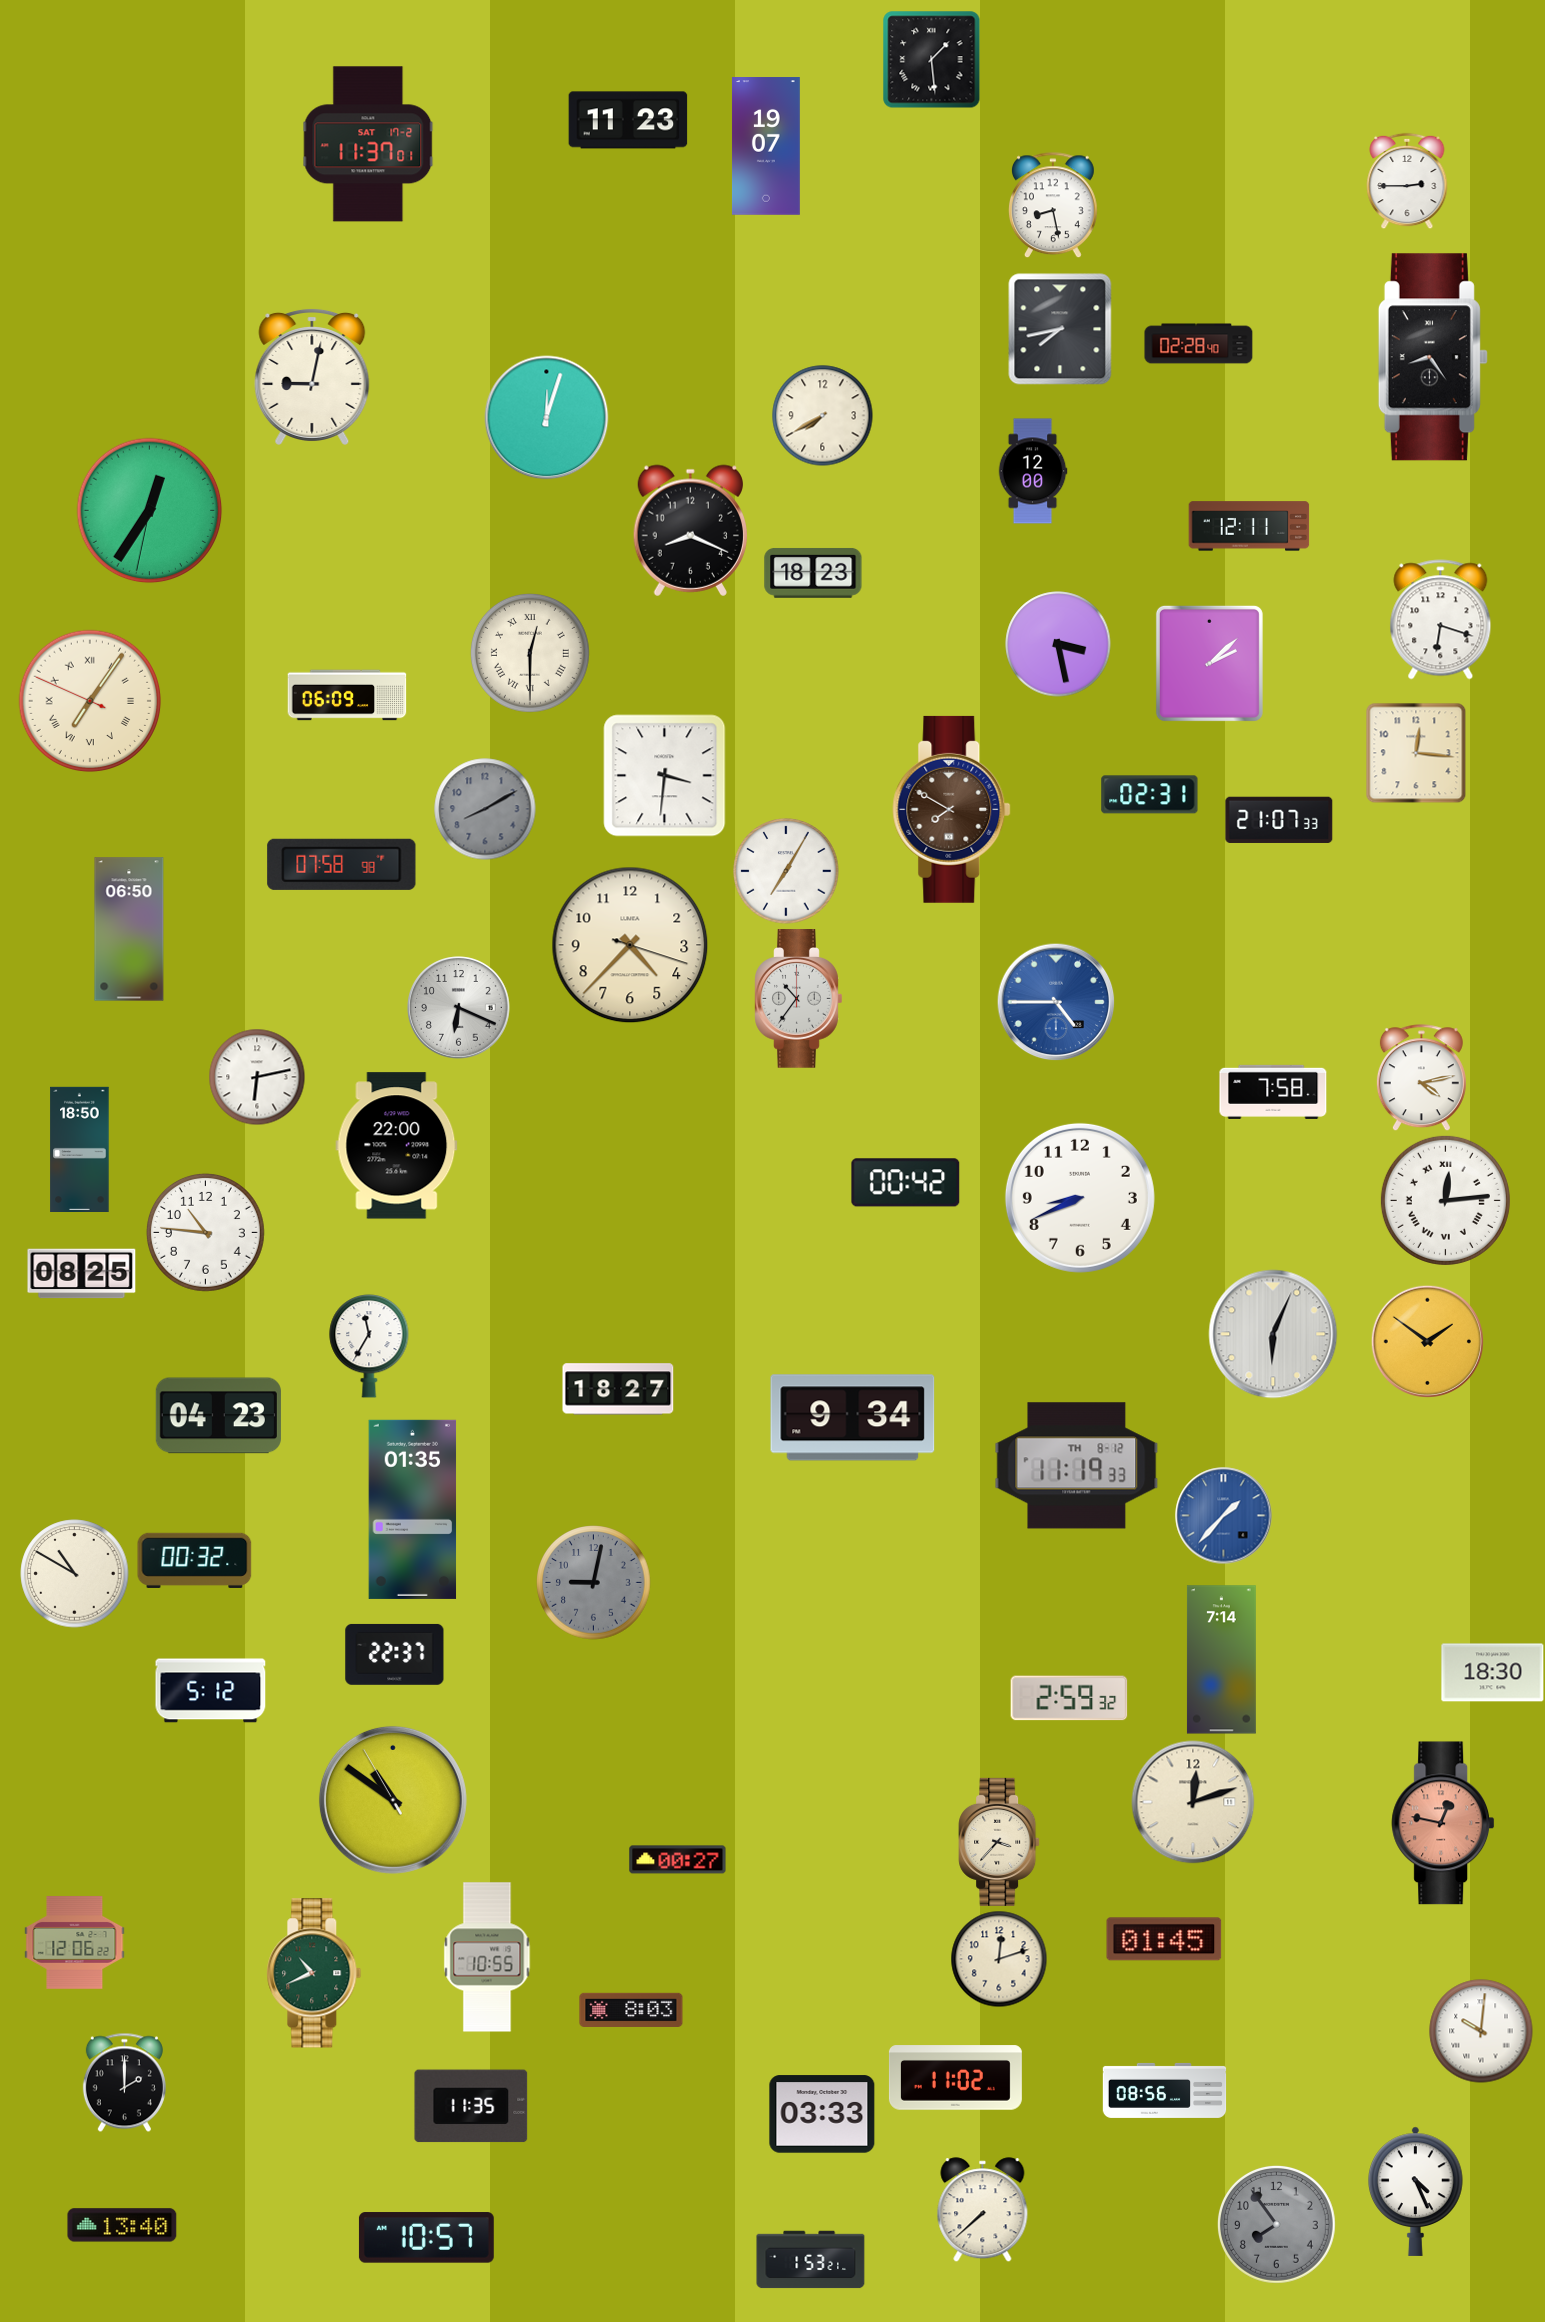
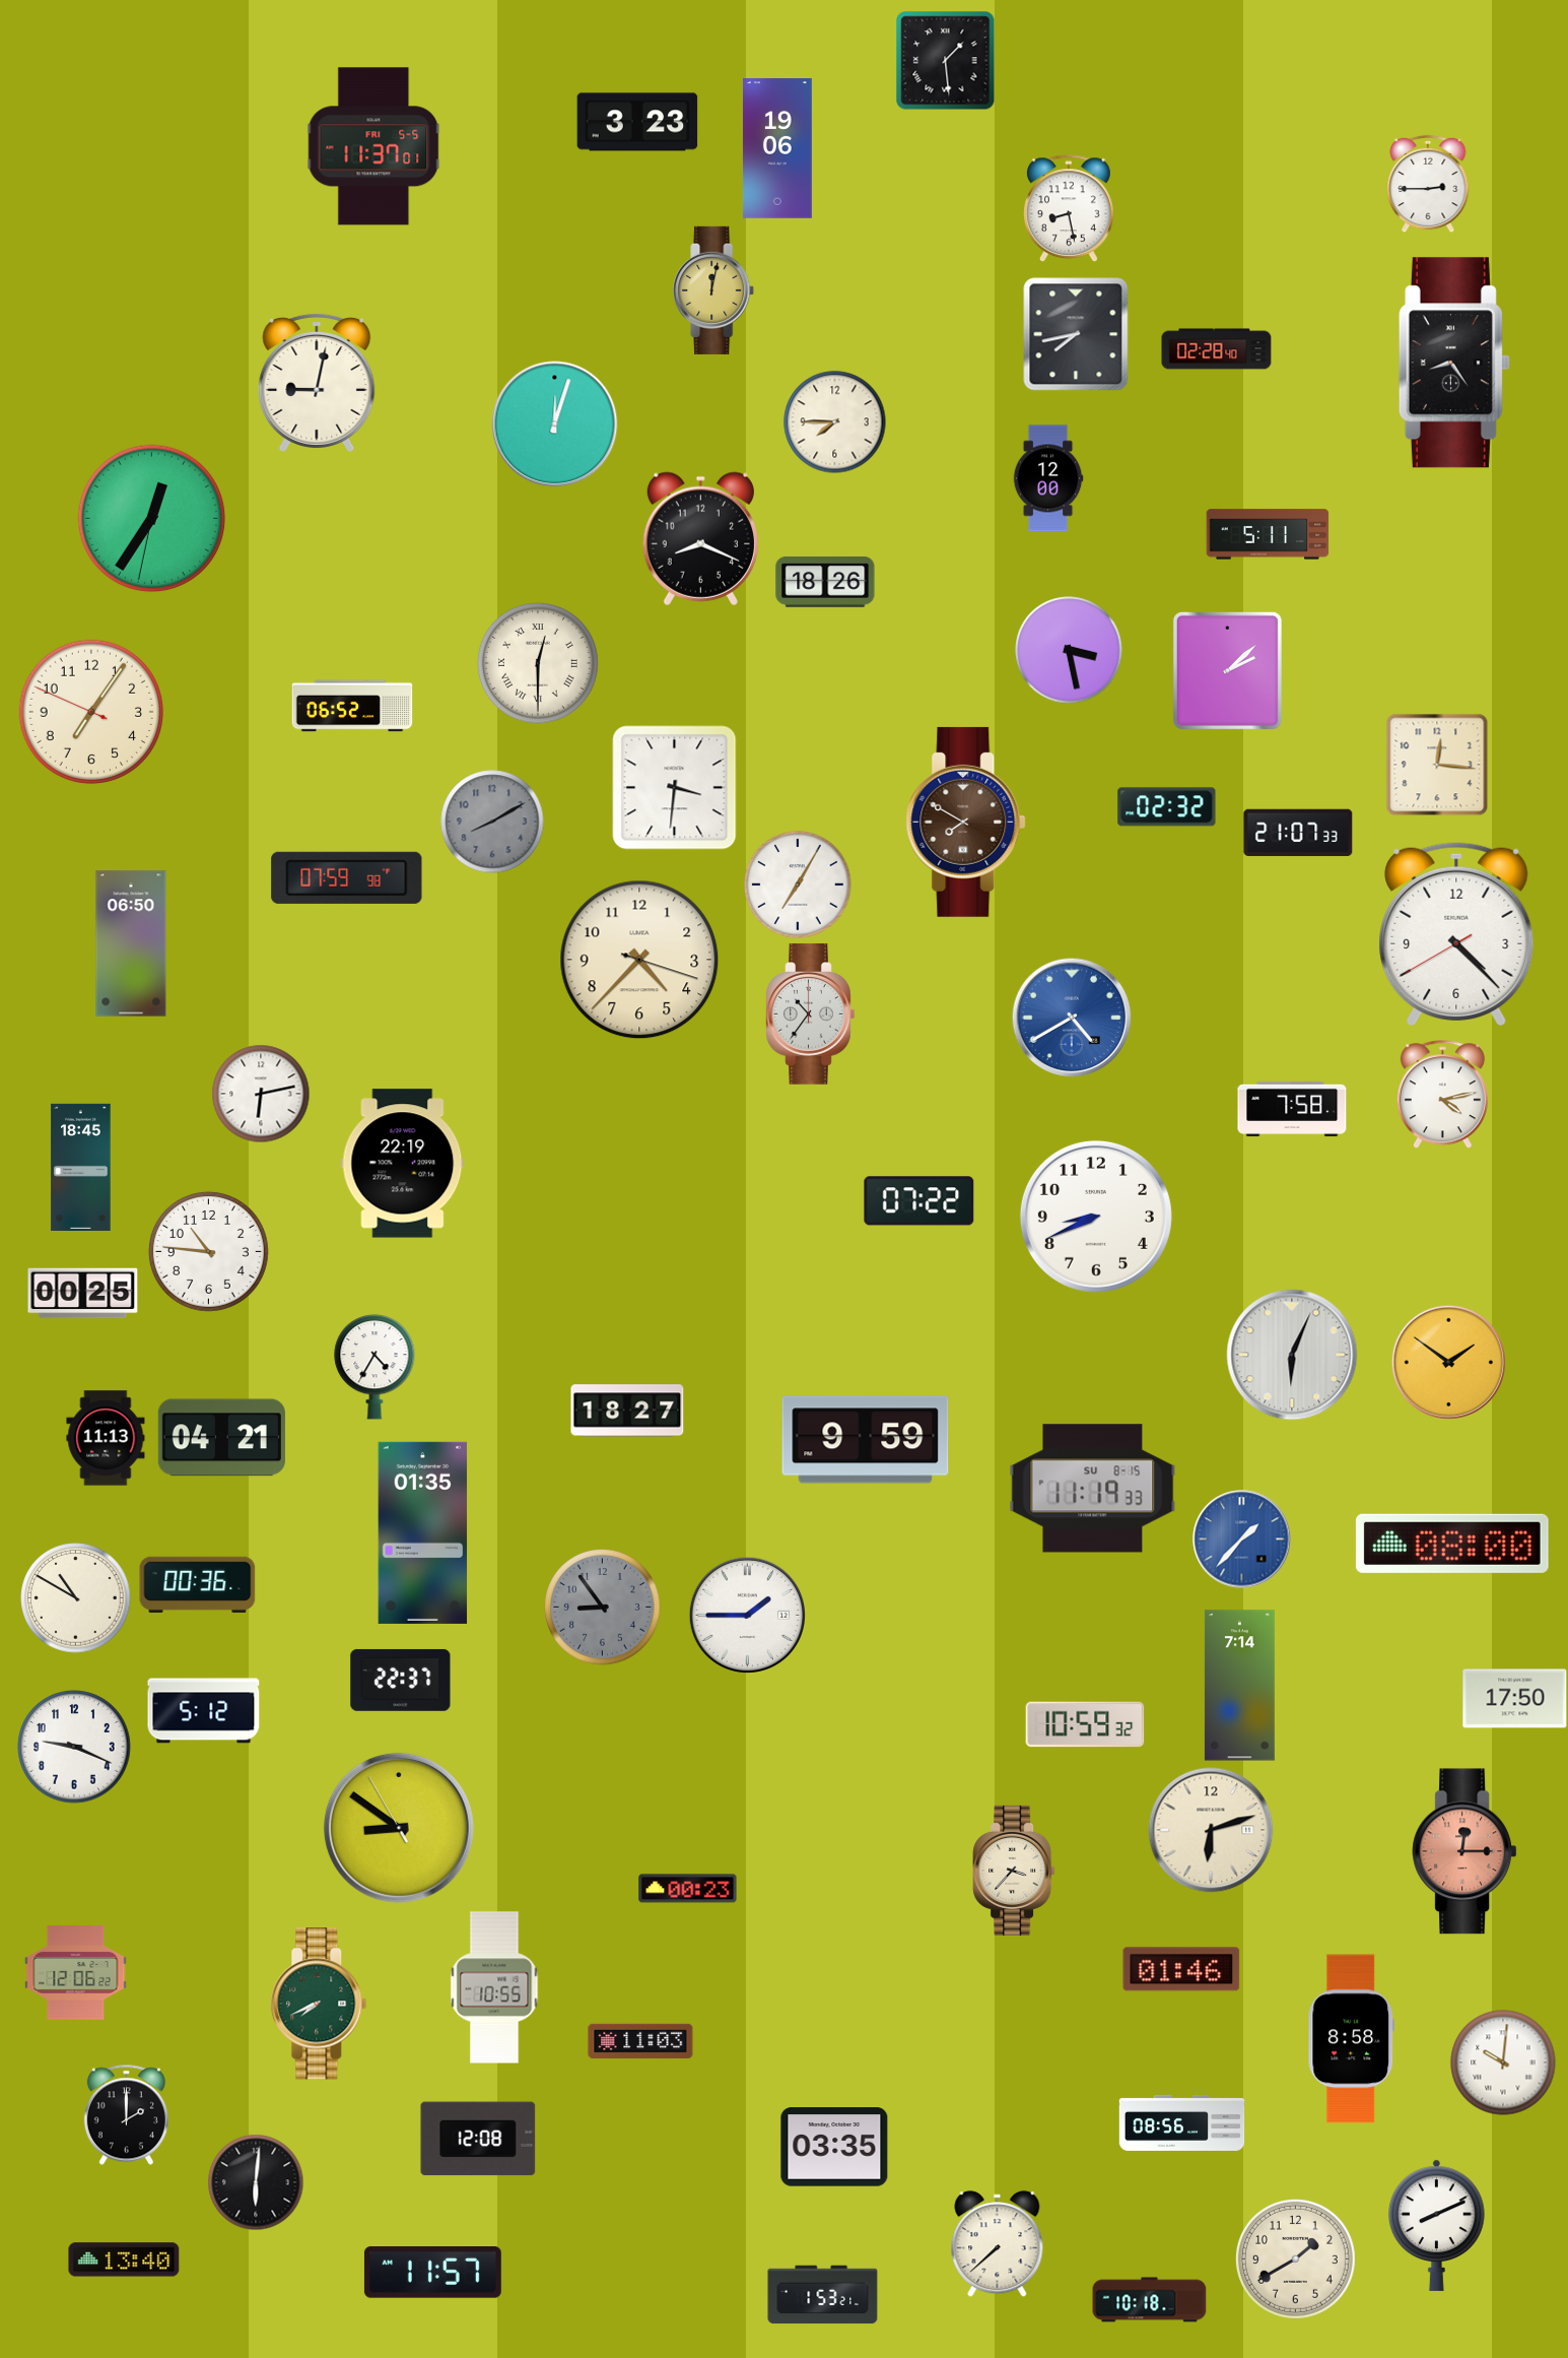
clock at (628, 120): 11:23 -> 3:23
clock at (368, 144) date: SAT 17-2 -> FRI 5-5
clock at (766, 146): 19:07 -> 19:06
clock at (714, 290): none -> 12:02
clock at (823, 416): 7:40 -> 7:45
clock at (1249, 526): 12:11 -> 5:11
clock at (813, 573): 18:23 -> 18:26
clock at (1441, 620): 6:18 -> none
clock at (1058, 644) position: (1058, 644) -> (1069, 650)
clock at (1209, 663) position: (1209, 663) -> (1227, 670)
clock at (347, 695): 06:09 -> 06:52
clock at (90, 701) numerals: Roman -> Arabic
clock at (1150, 795): 02:31 -> 02:32
clock at (342, 864): 07:58 -> 07:59
clock at (1456, 934): none -> 4:22
clock at (1056, 1002): 4:45 -> 4:40
clock at (459, 1008): 6:19 -> none
clock at (397, 1146): 22:00 -> 22:19
clock at (80, 1149): 18:50 -> 18:45
clock at (906, 1183): 00:42 -> 07:22
clock at (1445, 1200): 12:14 -> none
clock at (82, 1274): 08:25 -> 00:25
clock at (369, 1346): 11:35 -> 4:35
clock at (106, 1438): none -> 11:13
clock at (218, 1416): 04:23 -> 04:21
clock at (853, 1418): 9:34 -> 9:59
clock at (1077, 1466) date: TH 8-12 -> SU 8-15
clock at (413, 1509) position: (413, 1509) -> (423, 1532)
clock at (1452, 1544): none -> 08:00
clock at (195, 1560): 00:32 -> 00:36
clock at (594, 1583): 9:02 -> 8:54
clock at (747, 1615): none -> 1:45
clock at (1493, 1673): 18:30 -> 17:50
clock at (211, 1691) position: (211, 1691) -> (204, 1711)
clock at (1069, 1698): 2:59 -> 10:59
clock at (74, 1747): none -> 9:19
clock at (393, 1800): 10:50 -> 8:50
clock at (1193, 1802): 12:12 -> 6:12
clock at (1443, 1823): 12:47 -> 12:15
clock at (678, 1860): 00:27 -> 00:23
clock at (1164, 1939): 01:45 -> 01:46
clock at (999, 1959): 12:12 -> none
clock at (314, 1973): 10:41 -> 7:41
clock at (1351, 2039): none -> 8:58
clock at (631, 2009): 8:03 -> 11:03
clock at (955, 2078): 11:02 -> none
clock at (471, 2106): 11:35 -> 12:08
clock at (822, 2114): 03:33 -> 03:35
clock at (256, 2182): none -> 6:01
clock at (1416, 2191): 4:26 -> 8:11
clock at (1276, 2224): 7:54 -> 1:40
clock at (1276, 2224) dial: grey -> cream
clock at (426, 2238): 10:57 -> 11:57
clock at (1150, 2300): none -> 10:18
